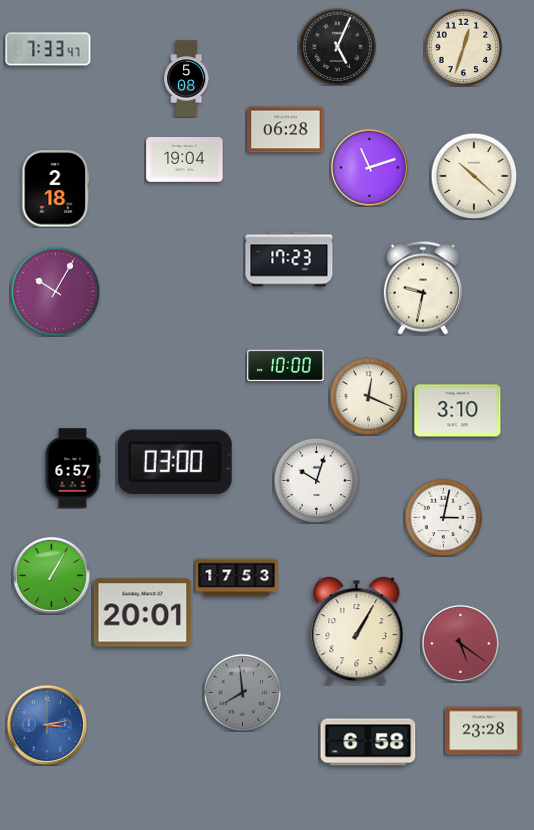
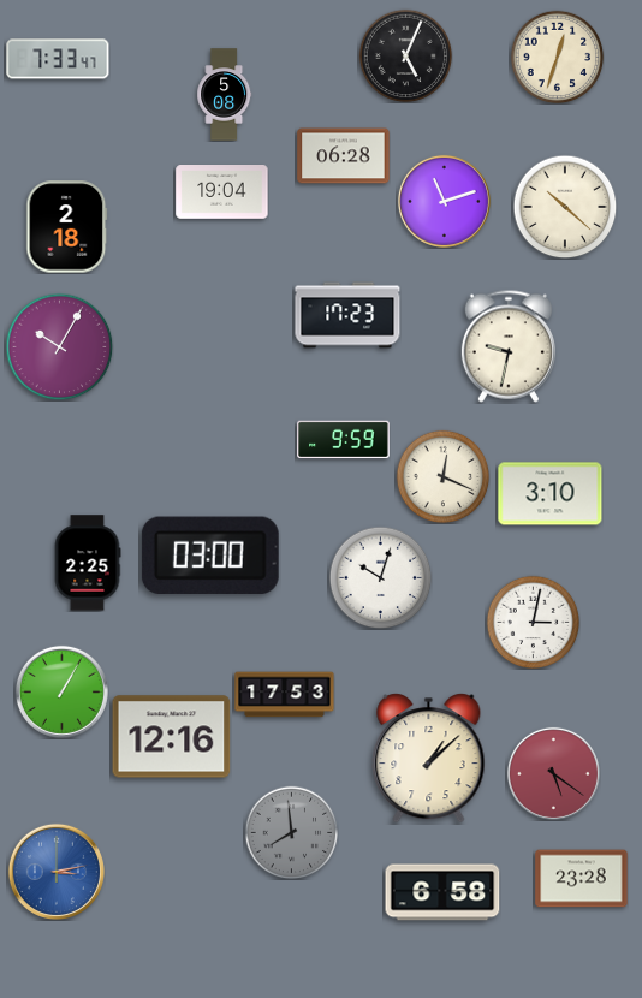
clock at (474, 176) position: (474, 176) -> (565, 207)
clock at (289, 259) position: (289, 259) -> (347, 315)
clock at (55, 291) position: (55, 291) -> (59, 346)
clock at (286, 366): 10:00 -> 9:59
clock at (73, 468): 6:57 -> 2:25
clock at (143, 613): 20:01 -> 12:16
clock at (357, 631): 1:05 -> 1:08
